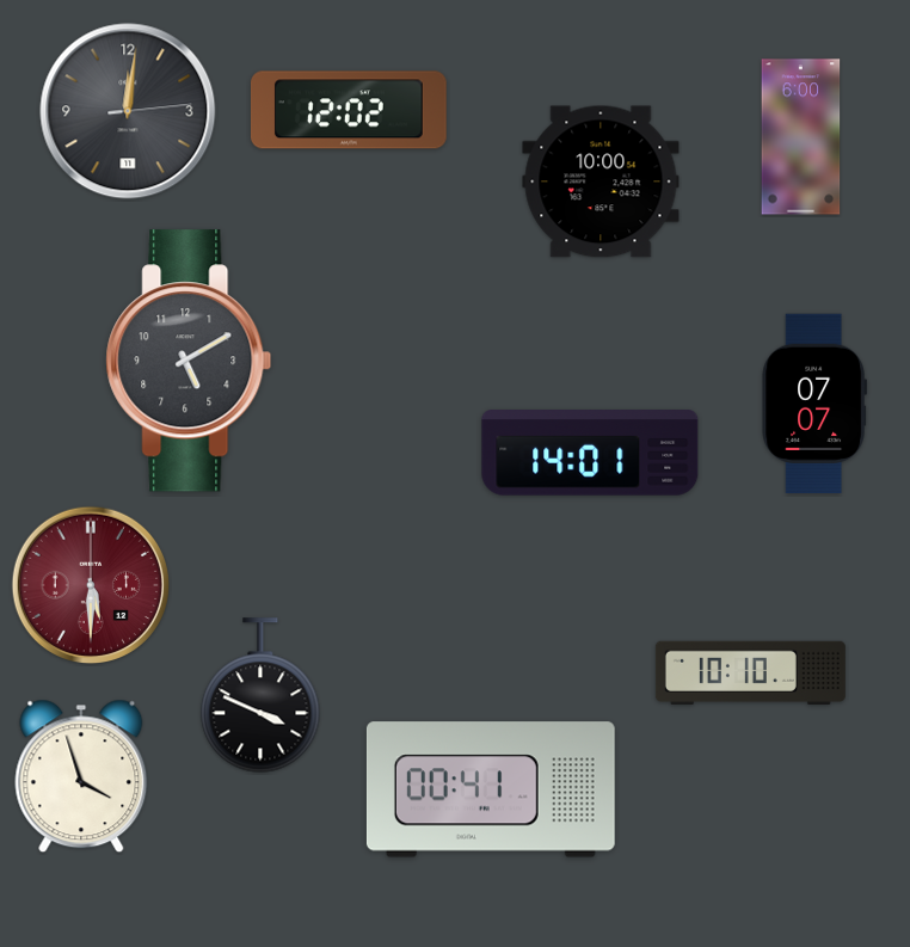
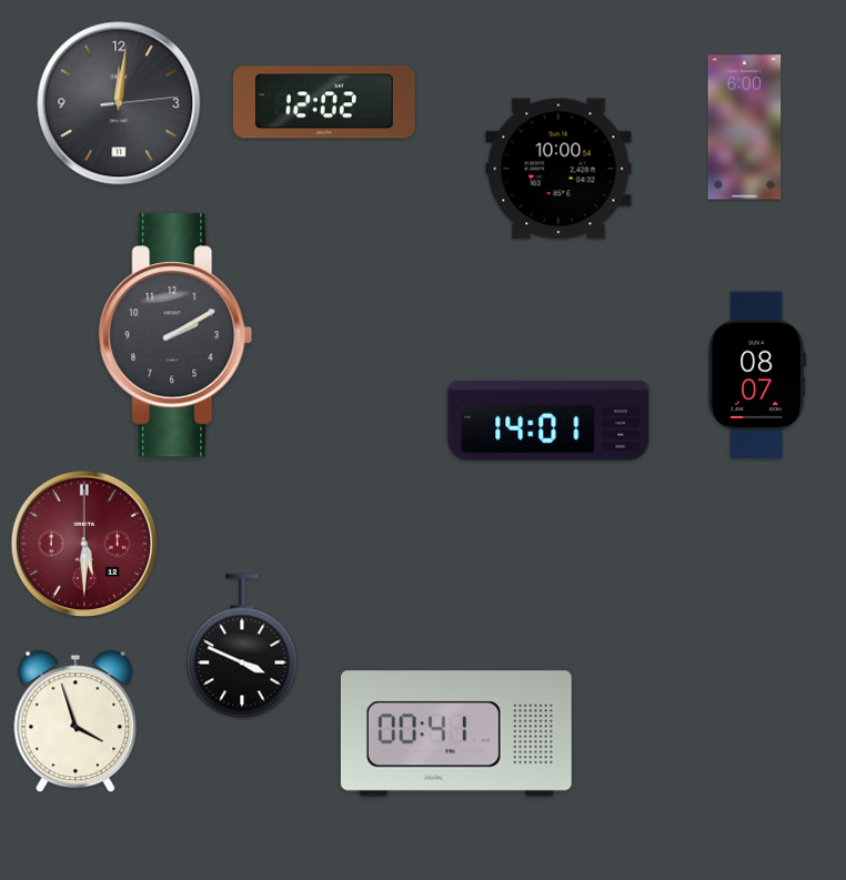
clock at (189, 361): 5:10 -> 2:10
clock at (813, 404): 07:07 -> 08:07
clock at (750, 672): 10:10 -> none
